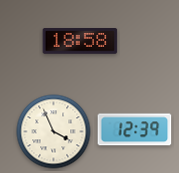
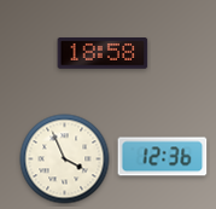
clock at (80, 42) position: (80, 42) -> (103, 54)
clock at (135, 130): 12:39 -> 12:36
